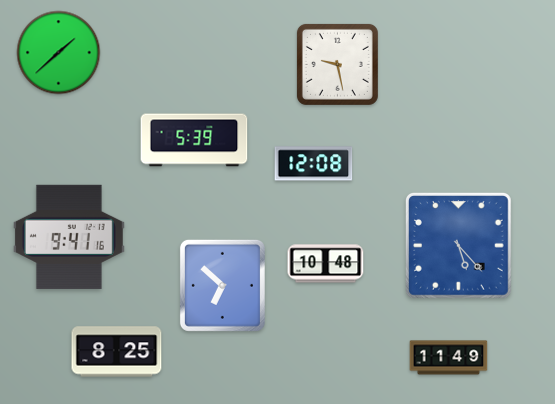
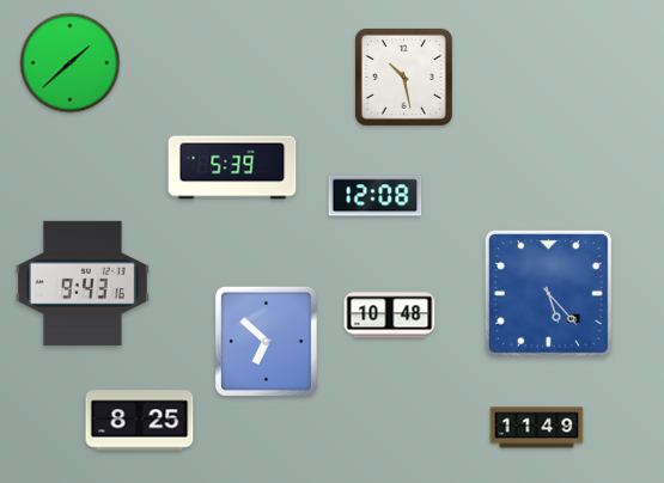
clock at (337, 64): 9:28 -> 10:28
clock at (69, 237): 9:41 -> 9:43
